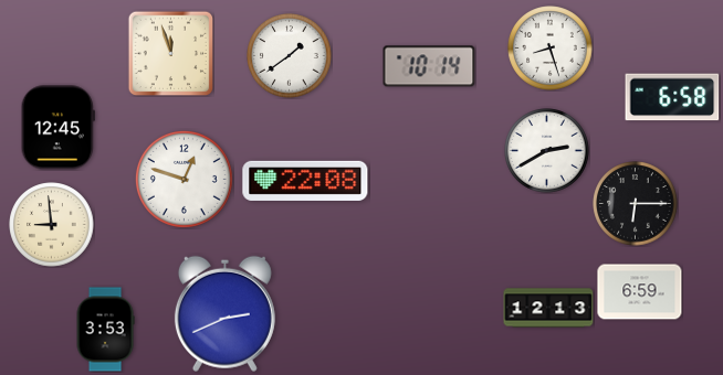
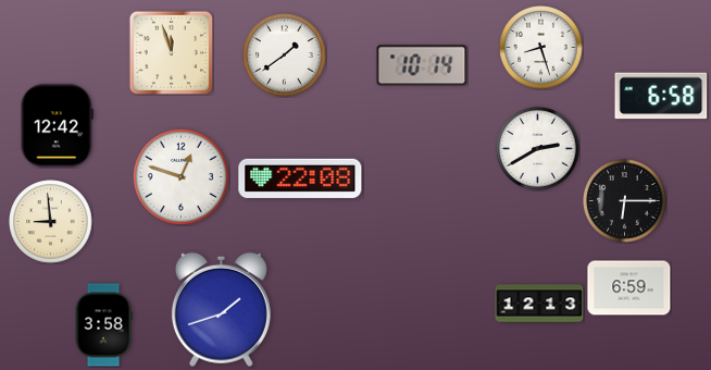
clock at (170, 53) position: (170, 53) -> (171, 52)
clock at (57, 128): 12:45 -> 12:42
clock at (224, 313): 2:41 -> 1:42
clock at (105, 330): 3:53 -> 3:58
